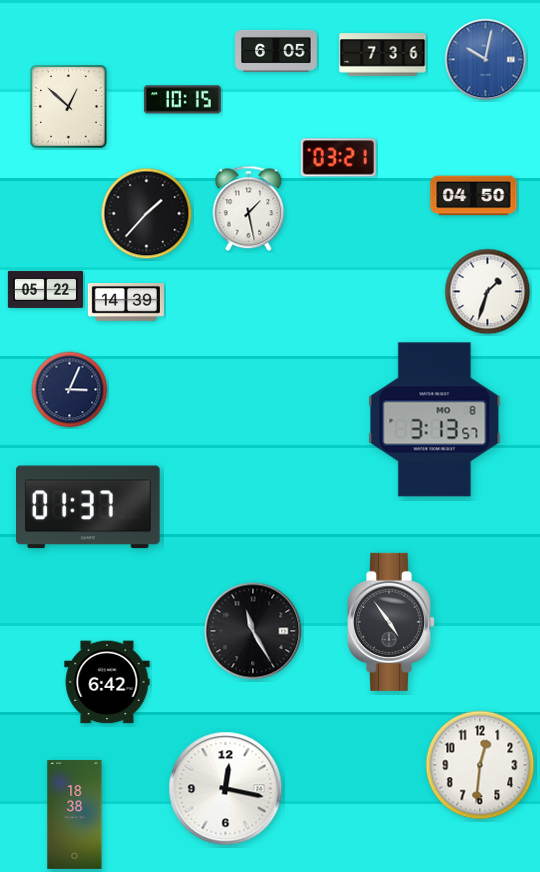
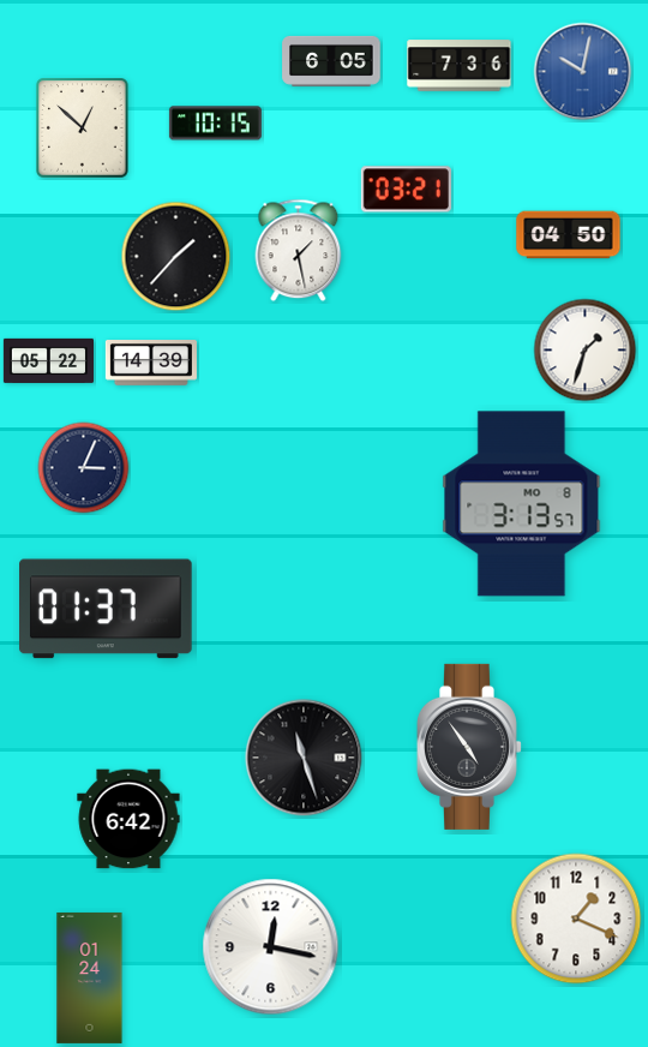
clock at (182, 100) position: (182, 100) -> (215, 124)
clock at (45, 289) position: (45, 289) -> (48, 360)
clock at (253, 631): 11:25 -> 11:27
clock at (480, 765): 12:31 -> 1:19
clock at (75, 814): 18:38 -> 01:24
